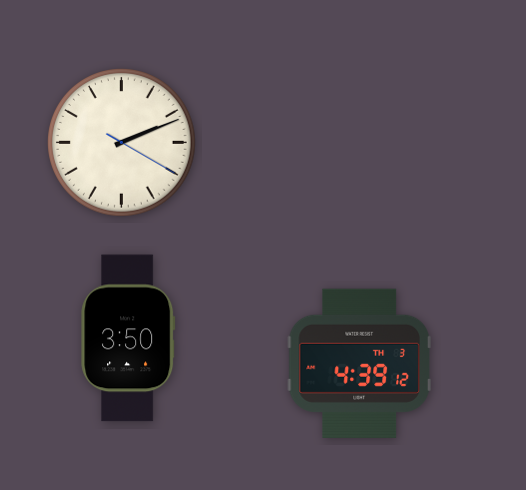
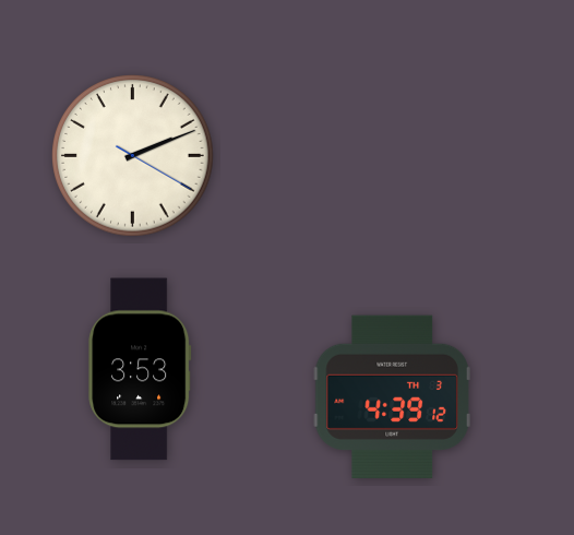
clock at (128, 338): 3:50 -> 3:53
